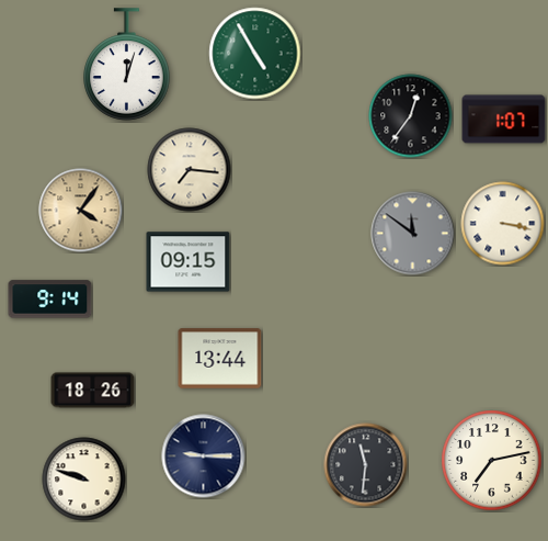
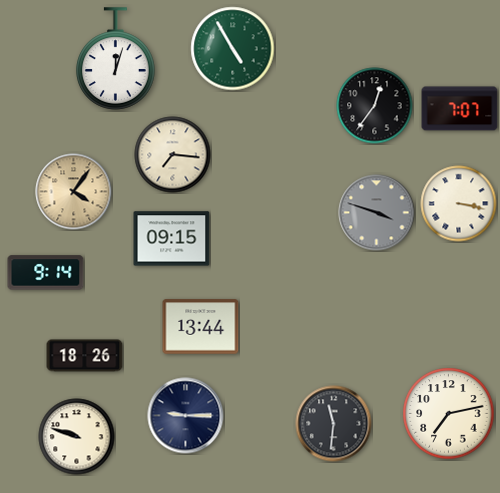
clock at (504, 120): 1:07 -> 7:07
clock at (413, 234): 11:51 -> 3:48
clock at (492, 461) position: (492, 461) -> (449, 414)
